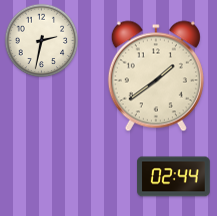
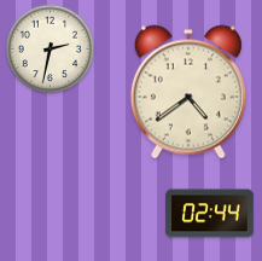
clock at (156, 76): 1:39 -> 4:39
